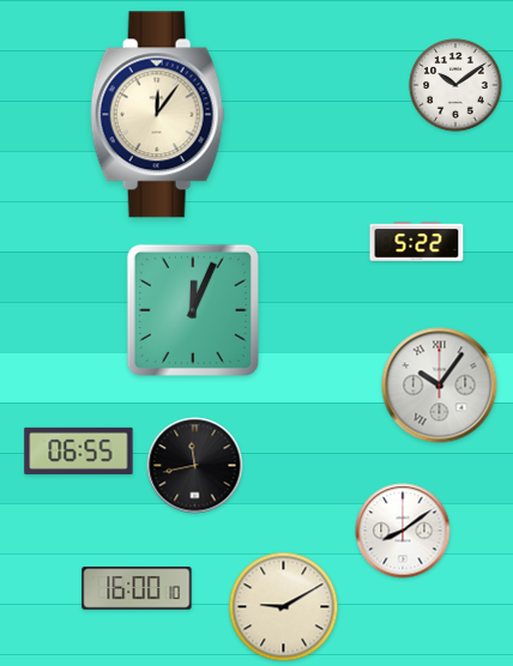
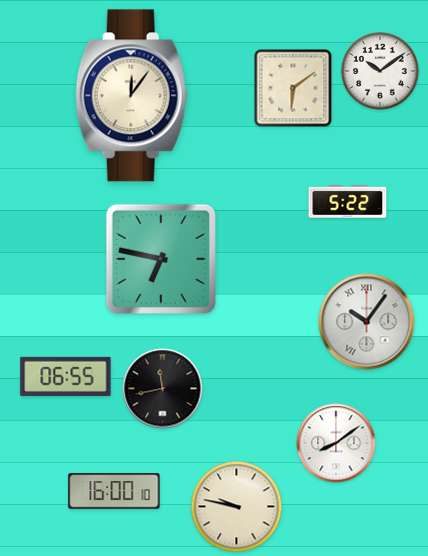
clock at (293, 88): none -> 6:09
clock at (193, 310): 12:04 -> 6:47
clock at (284, 607): 9:10 -> 9:47
